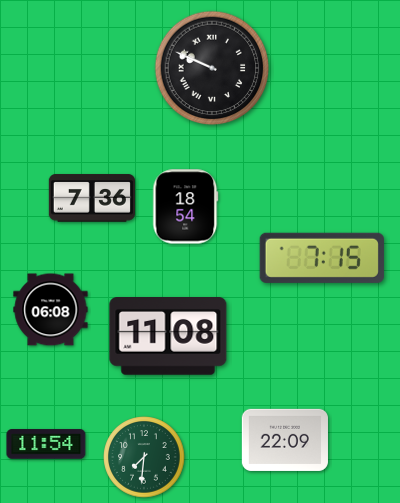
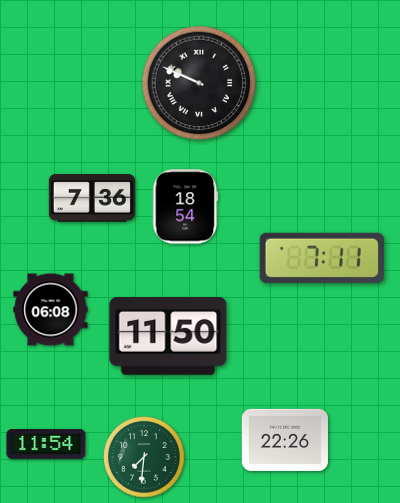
clock at (212, 68) position: (212, 68) -> (199, 83)
clock at (322, 258): 7:15 -> 7:11
clock at (168, 337): 11:08 -> 11:50
clock at (285, 440): 22:09 -> 22:26
